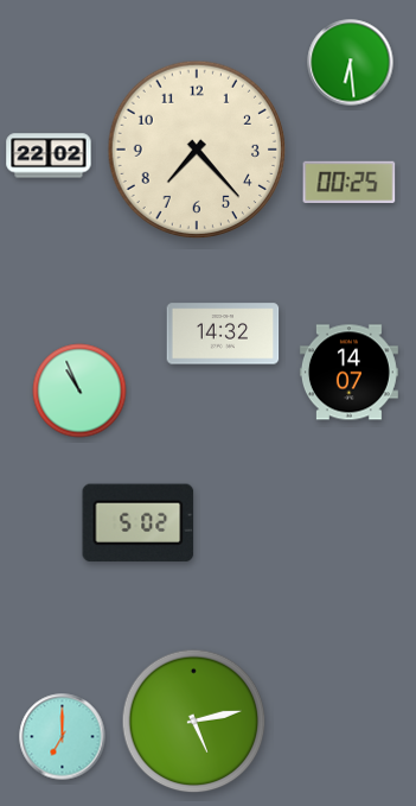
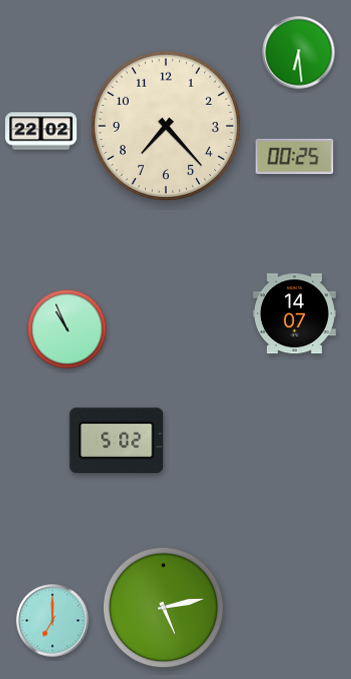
clock at (351, 63) position: (351, 63) -> (299, 53)
clock at (350, 183) position: (350, 183) -> (295, 157)
clock at (223, 334): 14:32 -> none
